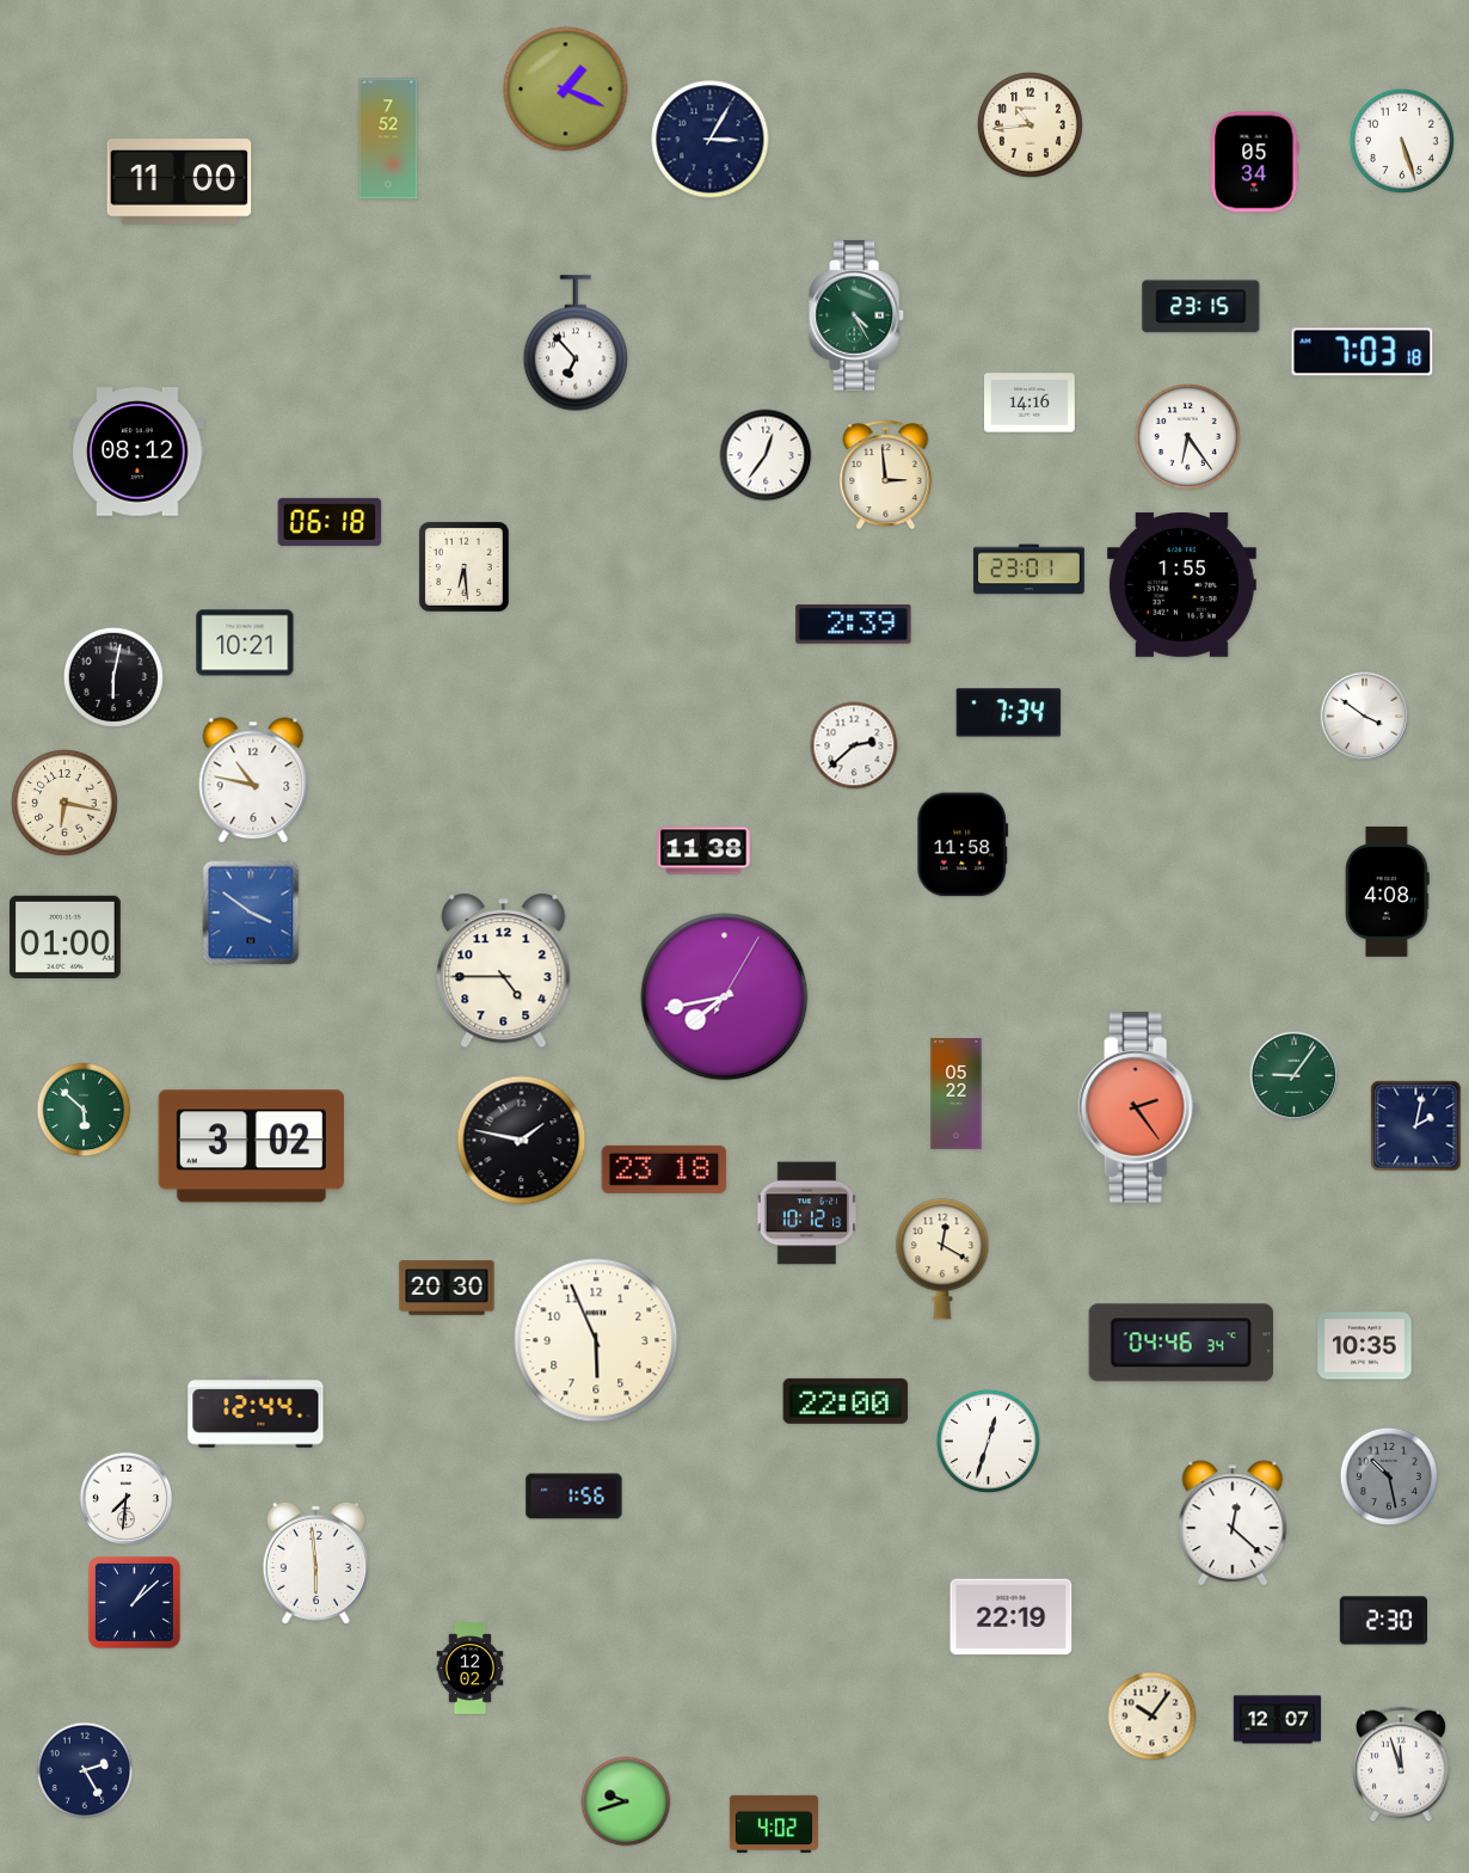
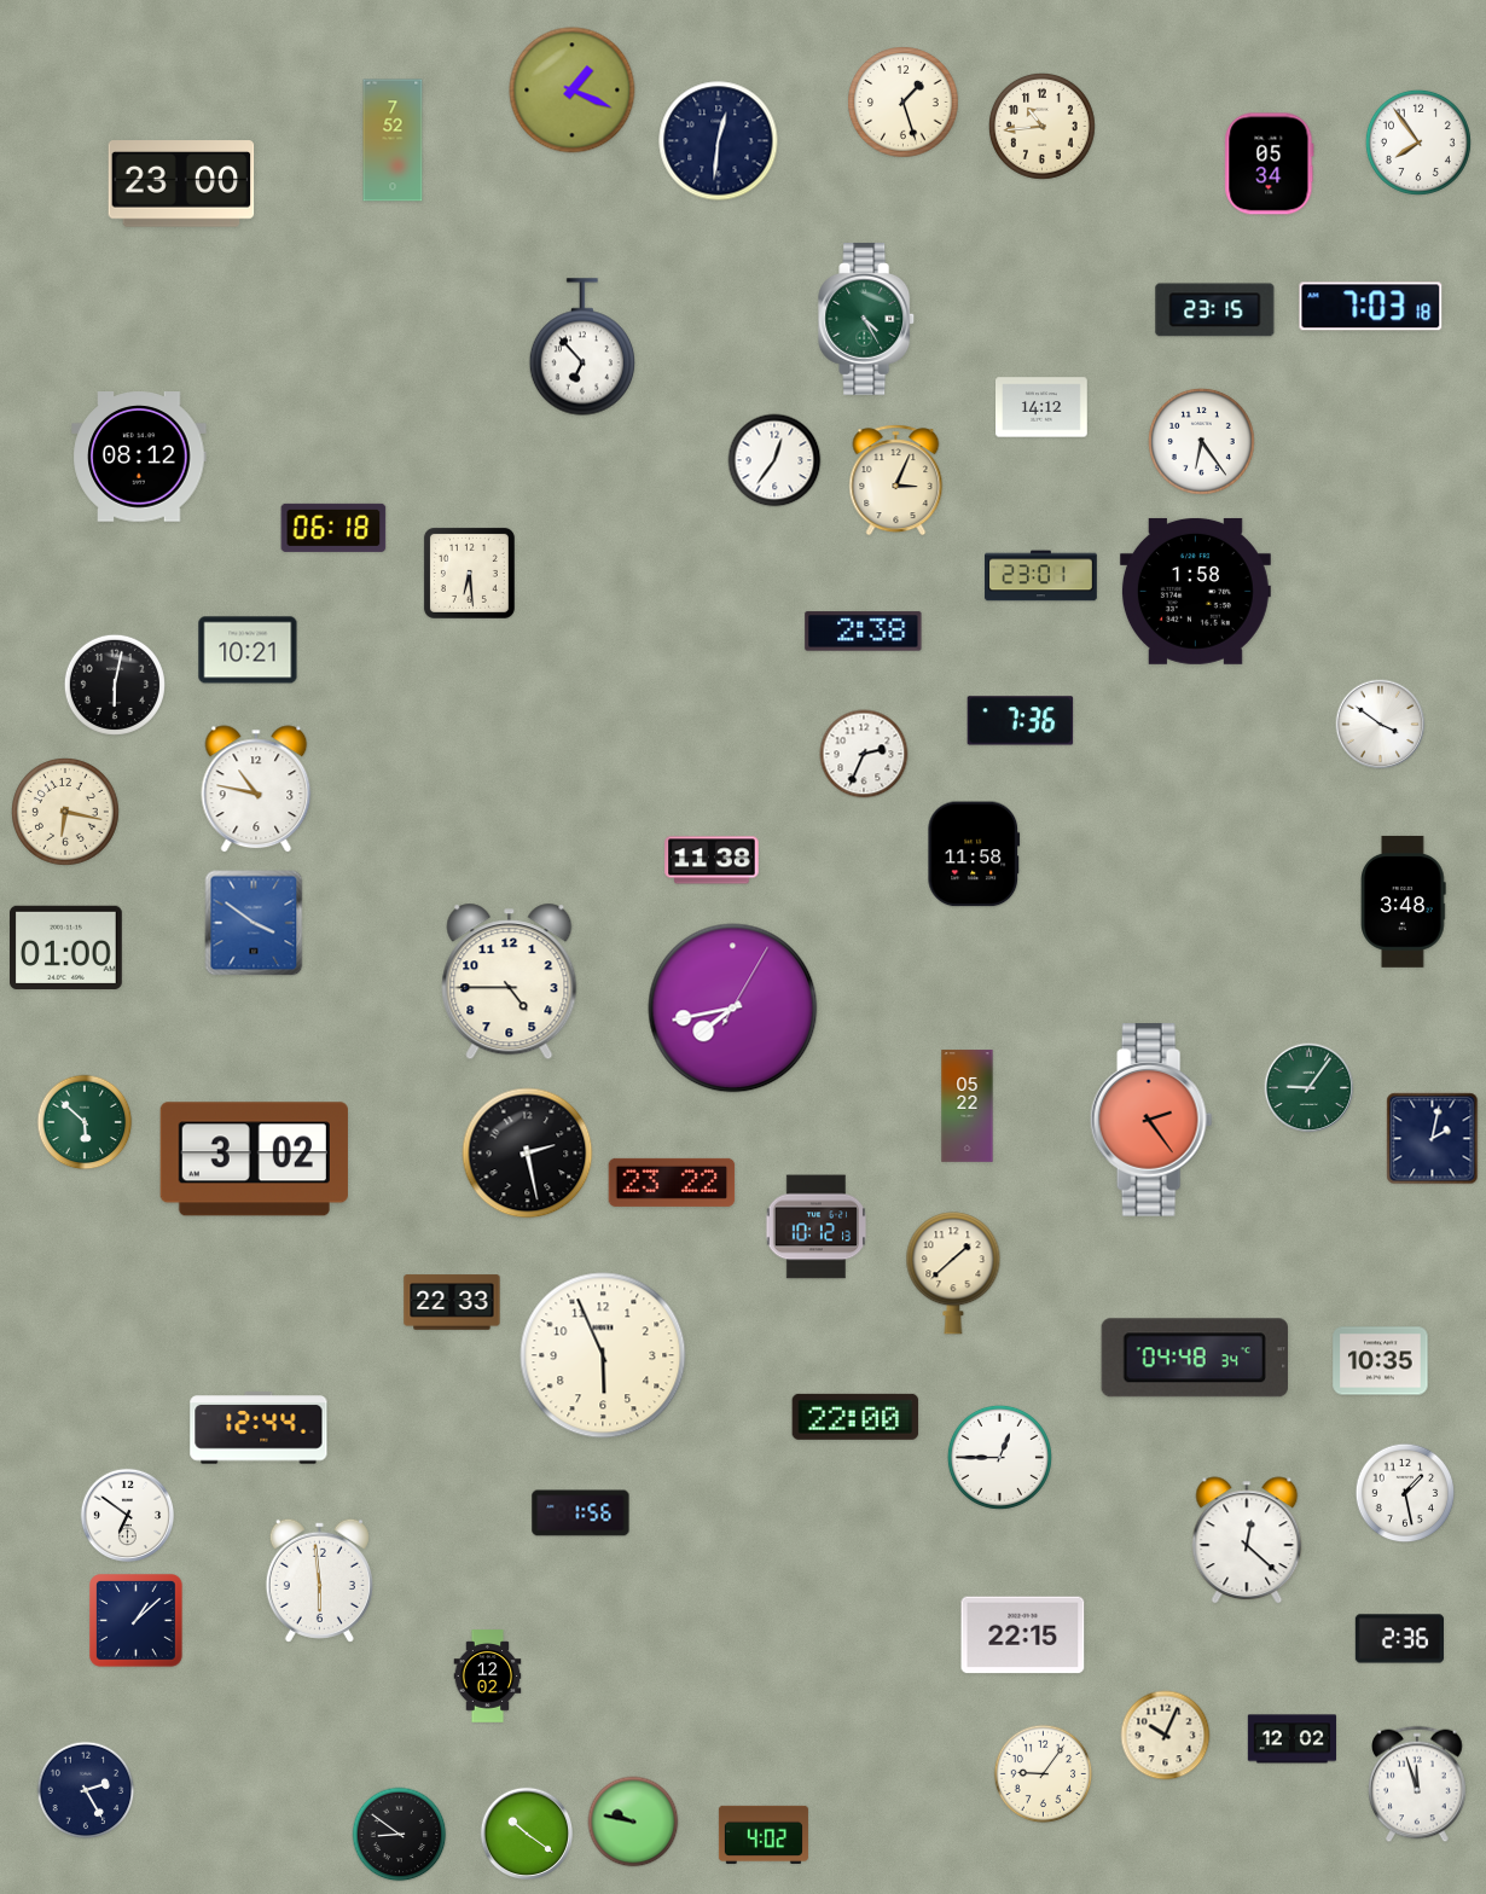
clock at (904, 103): none -> 1:27
clock at (711, 140): 3:05 -> 12:31
clock at (1402, 141): 5:27 -> 7:54
clock at (179, 182): 11:00 -> 23:00
clock at (1363, 352) position: (1363, 352) -> (1371, 307)
clock at (1031, 403): 14:16 -> 14:12
clock at (886, 475): 2:59 -> 3:04
clock at (1181, 584): 1:55 -> 1:58
clock at (854, 625): 2:39 -> 2:38
clock at (1009, 713): 7:34 -> 7:36
clock at (854, 745): 2:38 -> 2:34
clock at (1388, 891): 4:08 -> 3:48
clock at (522, 1141): 1:47 -> 2:28
clock at (664, 1169): 23:18 -> 23:22
clock at (942, 1259): 12:20 -> 1:38
clock at (447, 1288): 20:30 -> 22:33
clock at (1181, 1343): 04:46 -> 04:48
clock at (988, 1441): 12:33 -> 12:45
clock at (1389, 1476): 10:28 -> 1:28
clock at (1389, 1476) dial: grey -> white
clock at (127, 1499): 7:31 -> 6:51
clock at (1012, 1617): 22:19 -> 22:15
clock at (1383, 1621): 2:30 -> 2:36
clock at (471, 1669) position: (471, 1669) -> (488, 1677)
clock at (1153, 1717): 10:06 -> 10:04
clock at (1277, 1720): 12:07 -> 12:02
clock at (1044, 1774): none -> 9:06
clock at (626, 1801): 9:42 -> 9:47
clock at (527, 1834): none -> 10:21
clock at (400, 1835): none -> 8:51
clock at (774, 1824) position: (774, 1824) -> (764, 1835)
